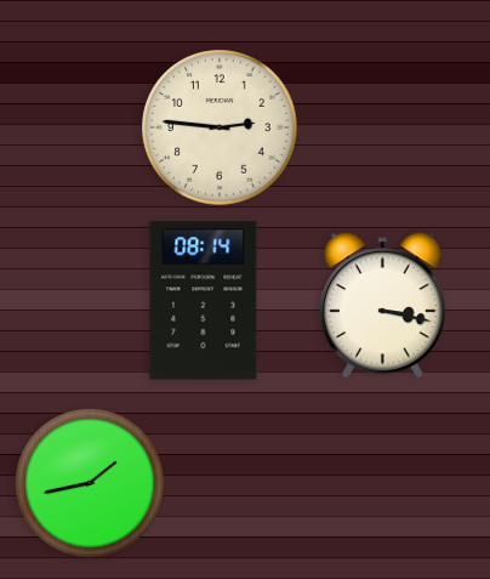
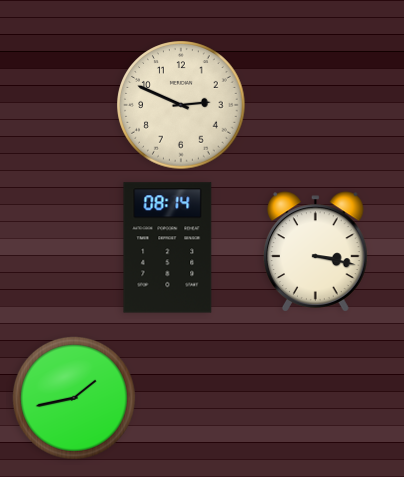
clock at (220, 127): 2:46 -> 2:49
